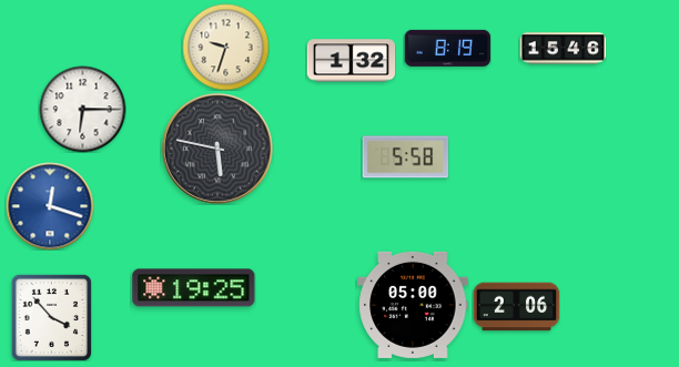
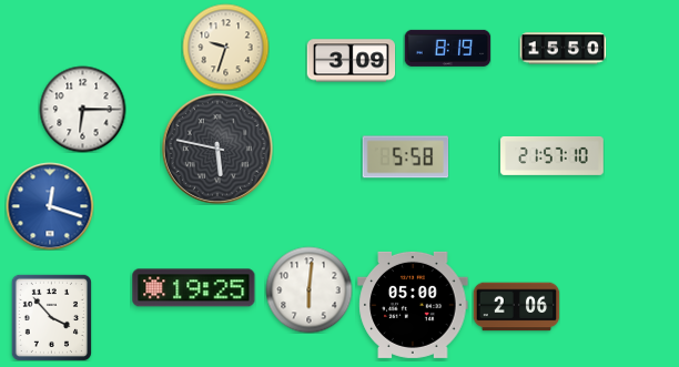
clock at (563, 49): 15:46 -> 15:50
clock at (351, 61): 1:32 -> 3:09
clock at (553, 155): none -> 21:57
clock at (308, 289): none -> 6:01
